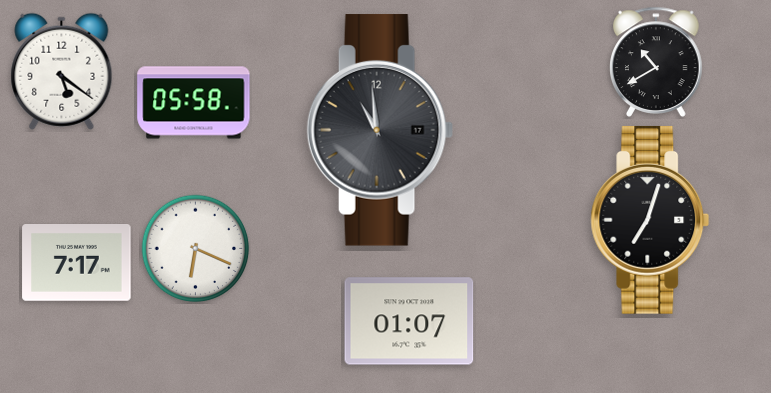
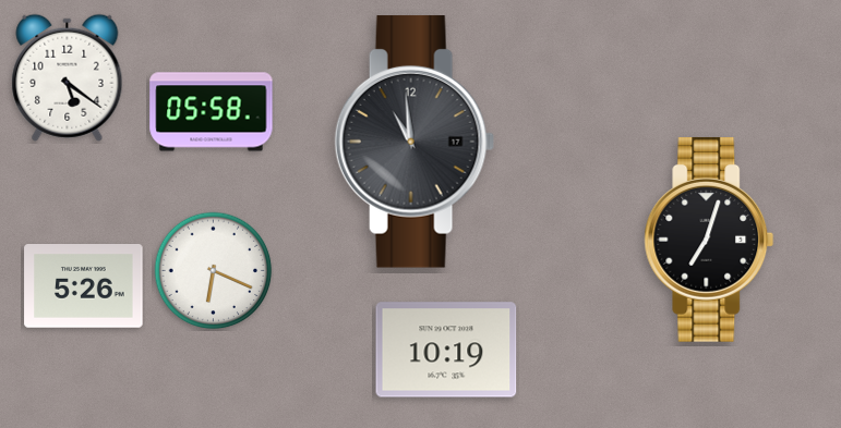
clock at (656, 62): 10:40 -> none
clock at (77, 263): 7:17 -> 5:26
clock at (409, 321): 01:07 -> 10:19
